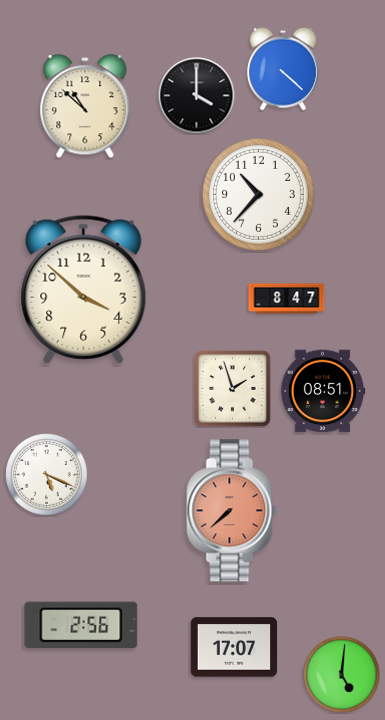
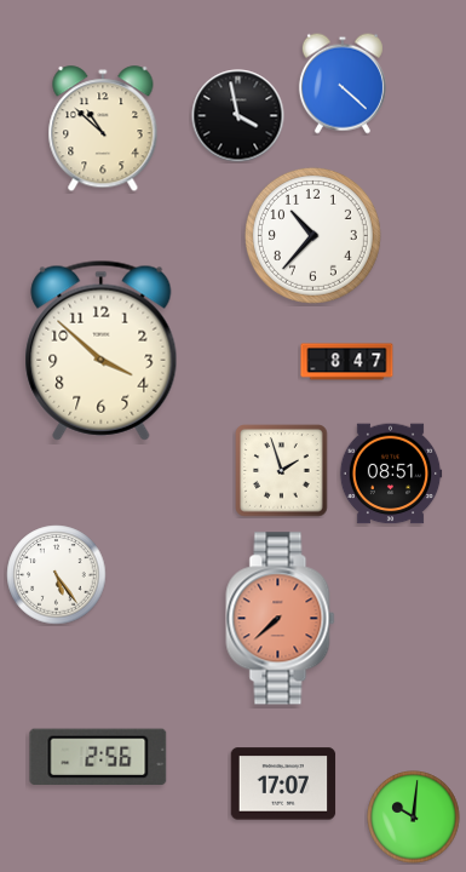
clock at (197, 96): 4:00 -> 3:58
clock at (47, 475): 5:19 -> 5:24
clock at (342, 675): 5:01 -> 10:01
